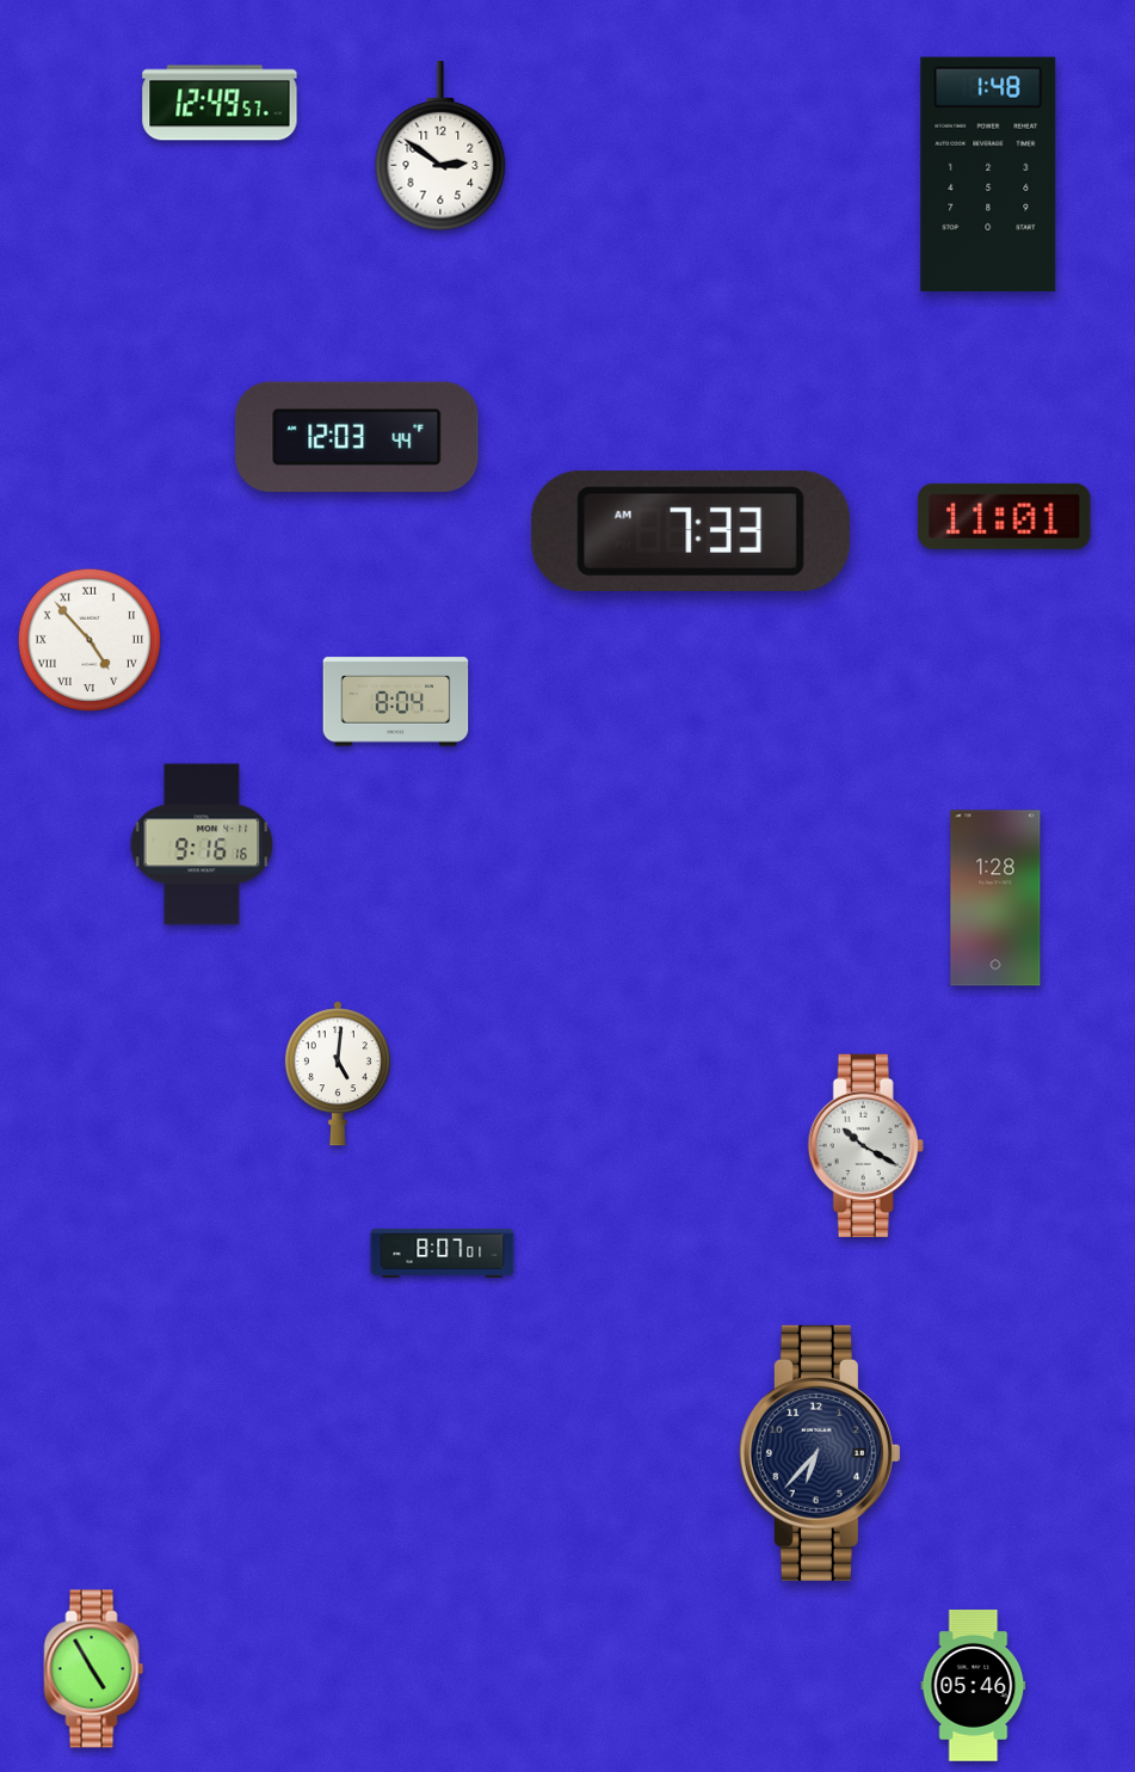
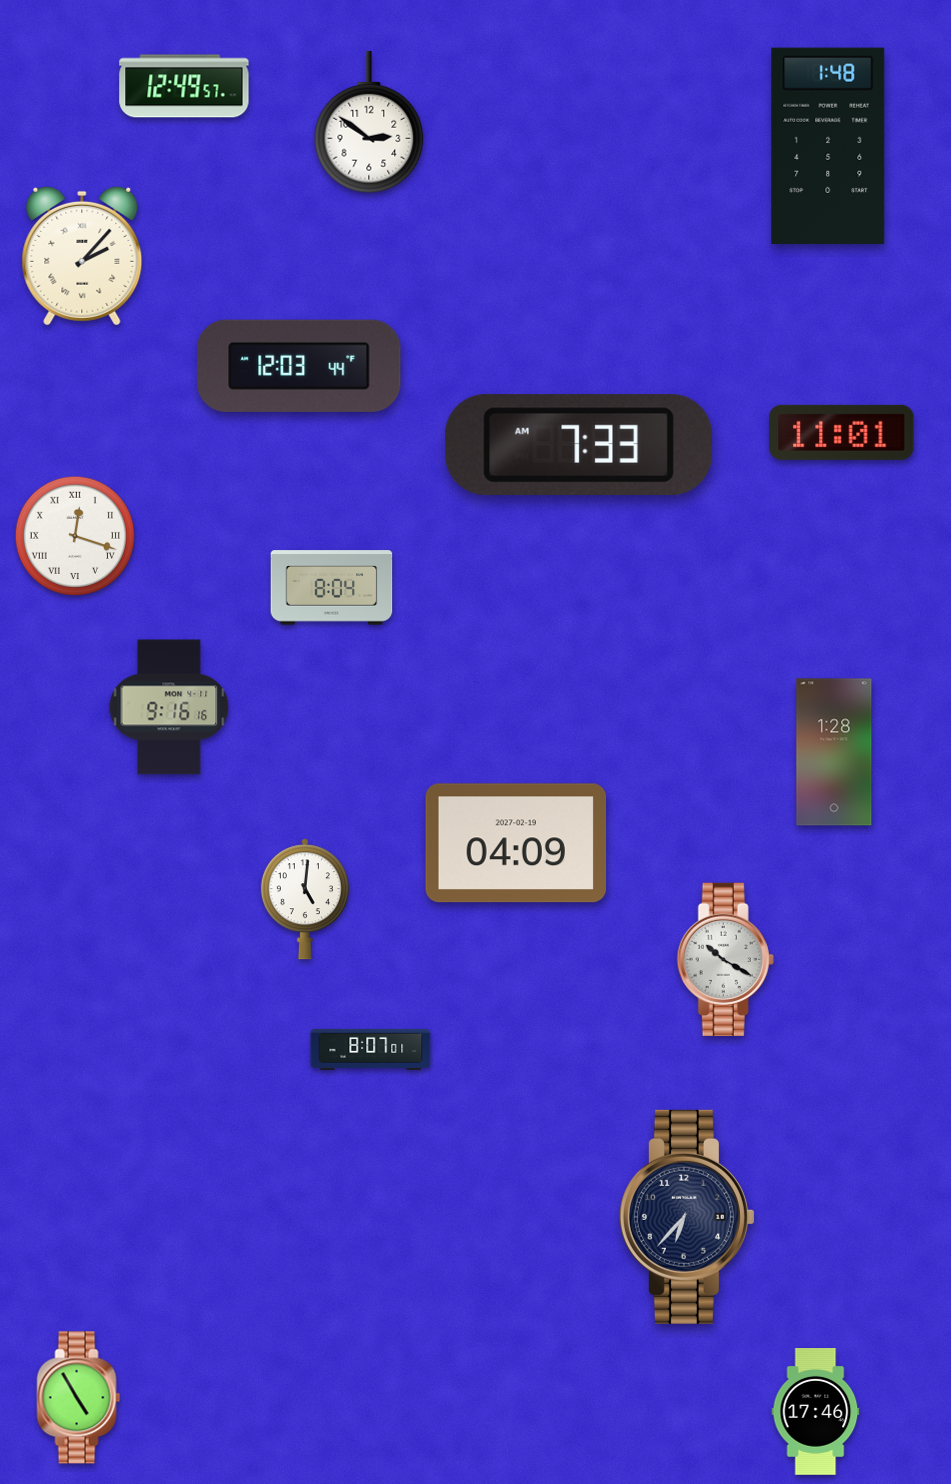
clock at (82, 256): none -> 2:07
clock at (88, 639): 4:53 -> 12:18
clock at (516, 843): none -> 04:09
clock at (338, 1073) position: (338, 1073) -> (305, 899)
clock at (974, 1686): 05:46 -> 17:46
